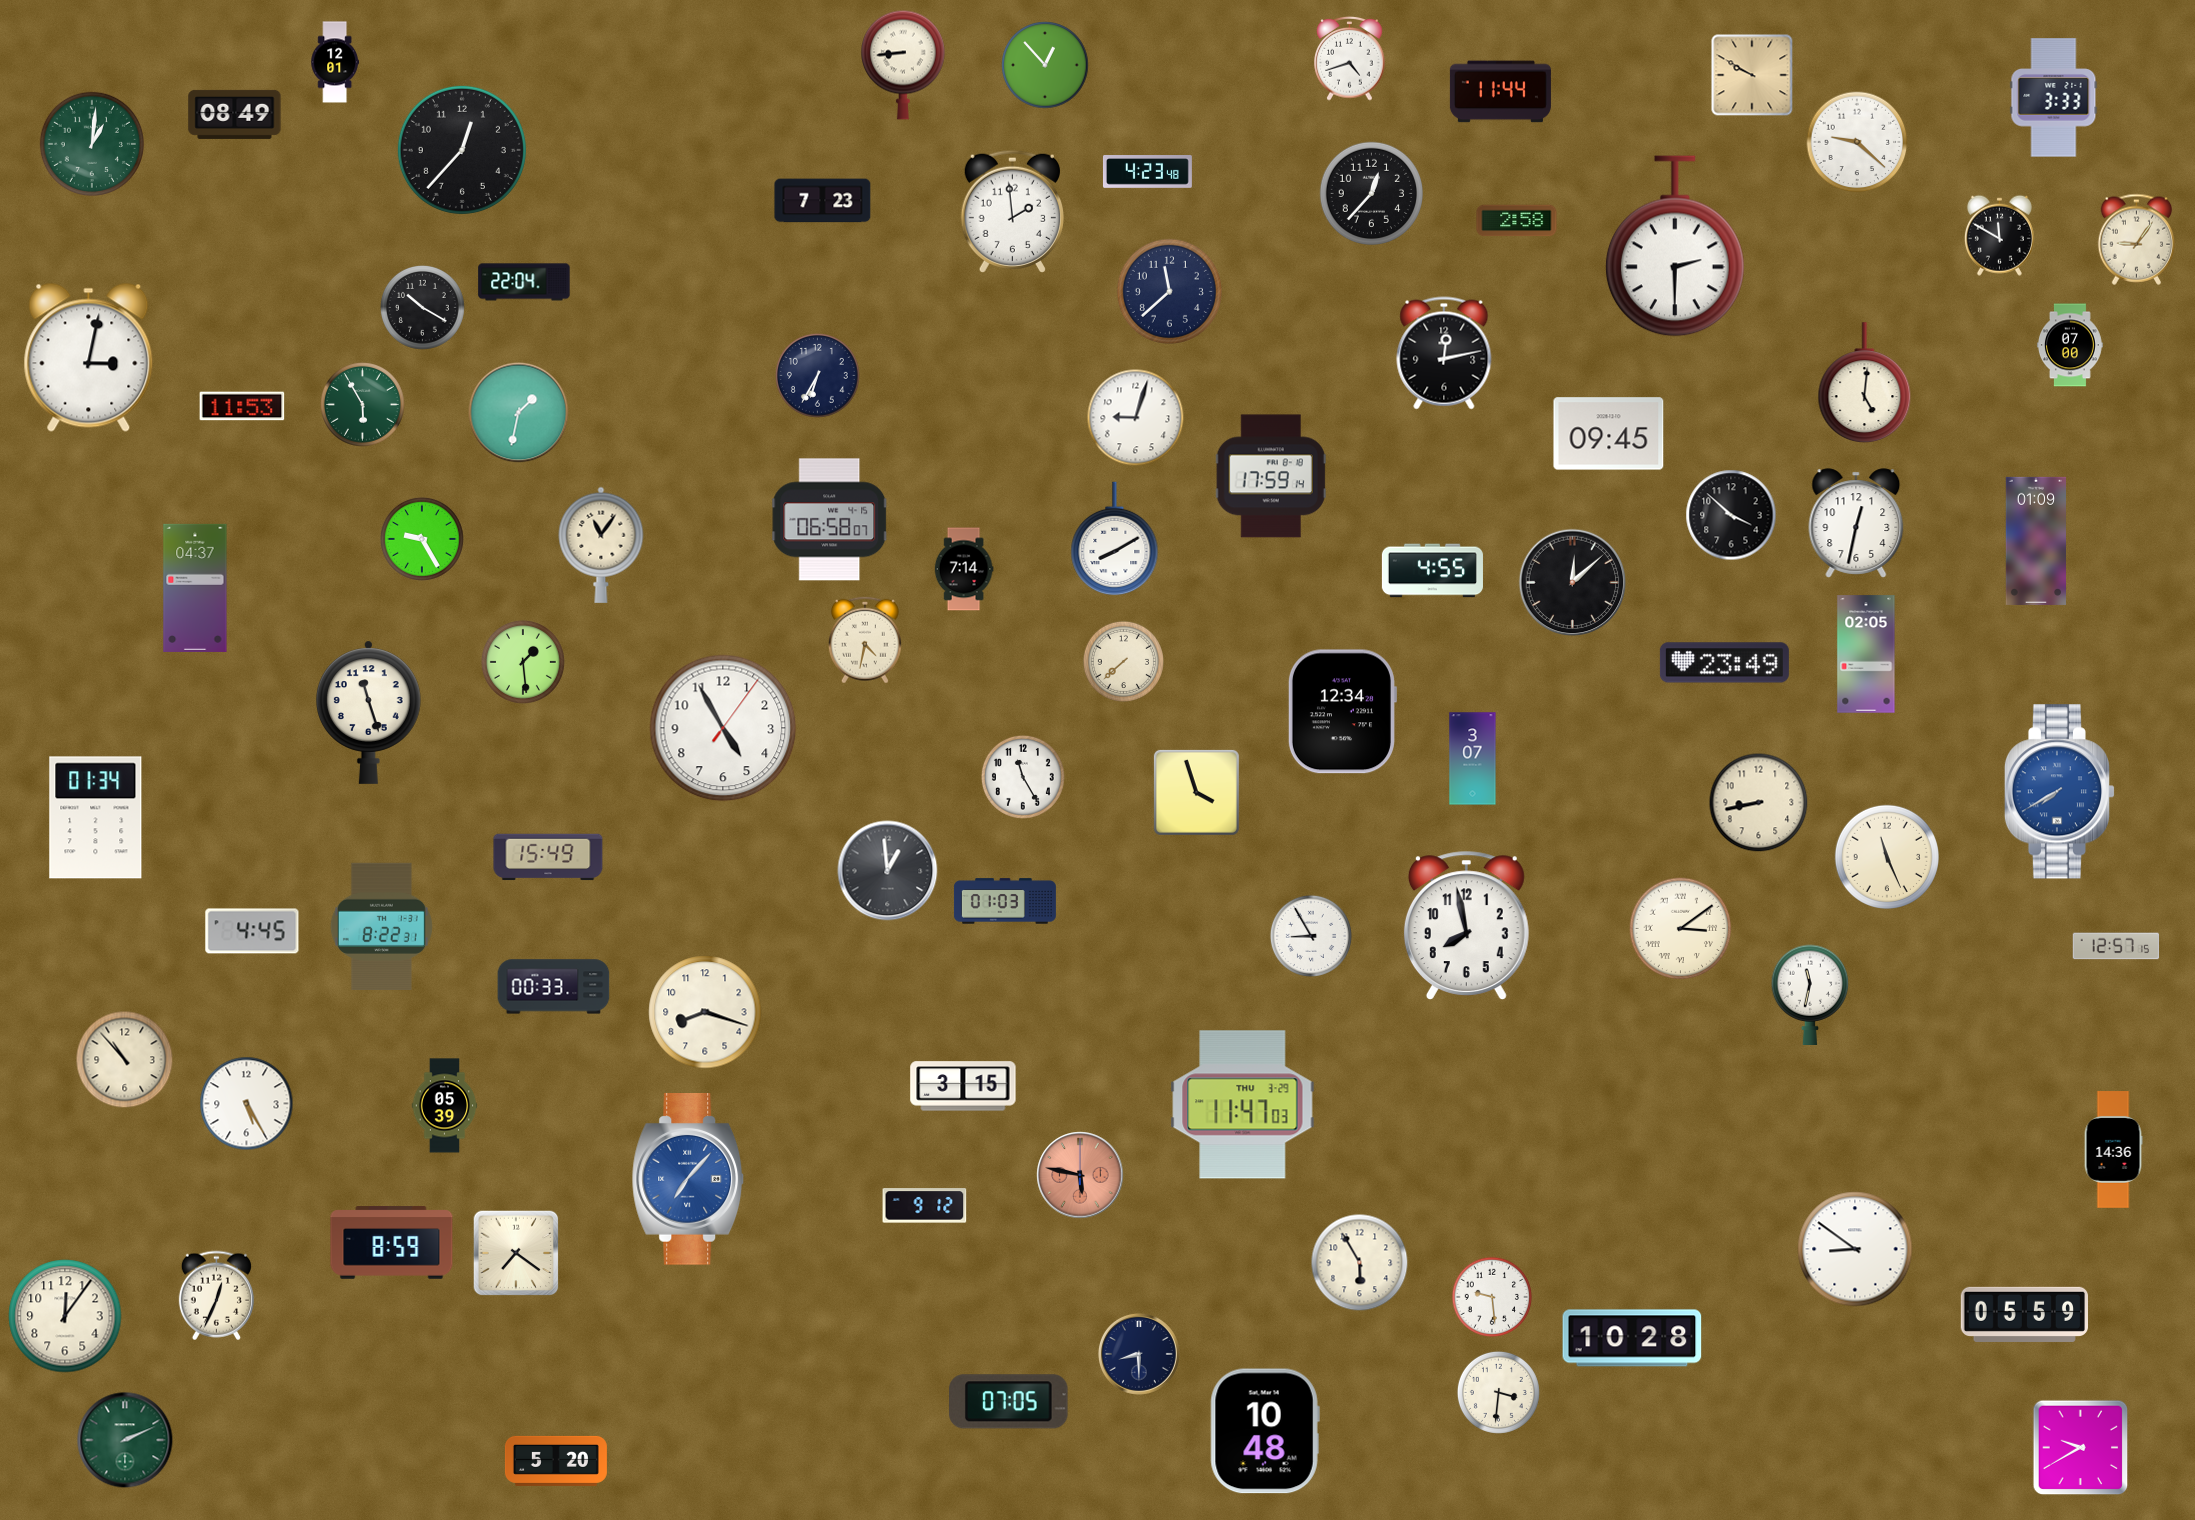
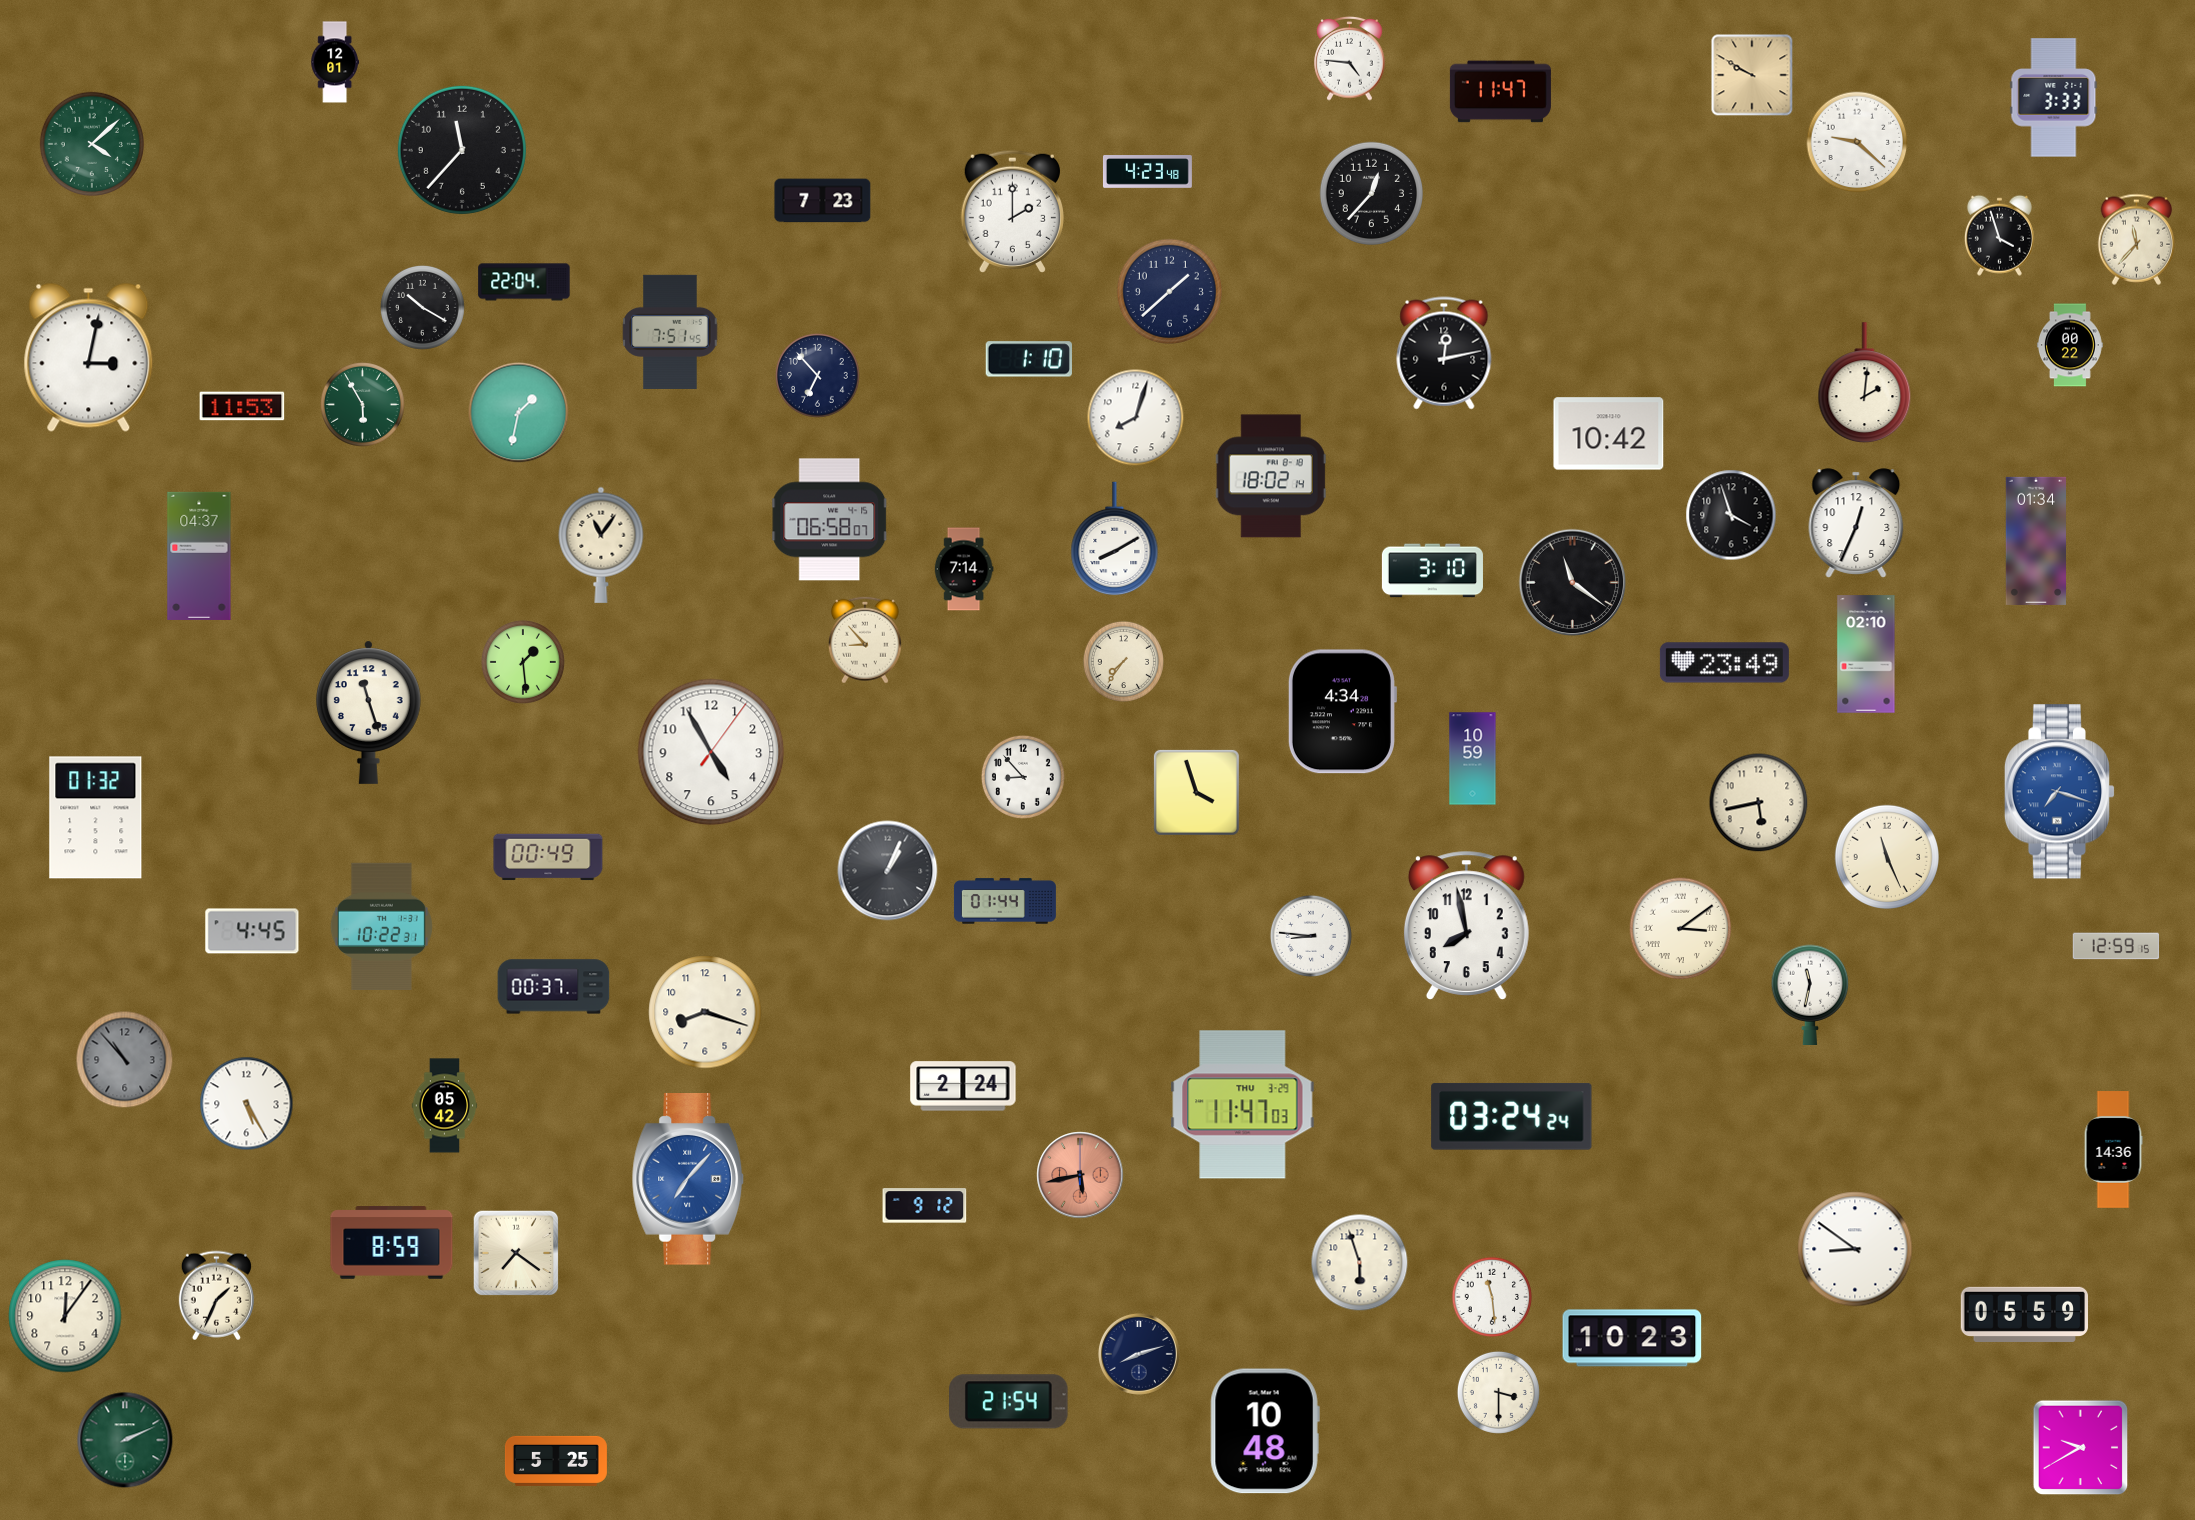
clock at (1350, 59): 4:42 -> 4:46
clock at (904, 65): 8:44 -> none
clock at (1045, 65): 12:53 -> none
clock at (1500, 92): 11:44 -> 11:47
clock at (235, 114): 08:49 -> none
clock at (92, 144): 1:01 -> 4:08
clock at (462, 150): 12:37 -> 11:37
clock at (1012, 211): 1:59 -> 2:00
clock at (1517, 221): 2:58 -> none
clock at (1999, 235): 11:50 -> 3:57
clock at (2137, 239): 9:06 -> 11:37
clock at (1675, 246): 2:30 -> none
clock at (1169, 291): 11:38 -> 1:38
clock at (670, 332): none -> 7:51
clock at (2070, 345): 07:00 -> 00:22
clock at (1029, 359): none -> 1:10
clock at (817, 375): 6:35 -> 6:53
clock at (1865, 382): 5:01 -> 2:01
clock at (1136, 418): 9:03 -> 8:03
clock at (1609, 434): 09:45 -> 10:42
clock at (1271, 476): 17:59 -> 18:02
clock at (1731, 515): 3:52 -> 3:57
clock at (1856, 523): 12:32 -> 12:34
clock at (422, 539): 9:25 -> none
clock at (2036, 541): 01:09 -> 01:34
clock at (1432, 571): 4:55 -> 3:10
clock at (1573, 583): 12:08 -> 11:21
clock at (195, 588) position: (195, 588) -> (199, 556)
clock at (865, 640): 4:32 -> 8:53
clock at (1866, 654): 02:05 -> 02:10
clock at (1123, 661): 7:38 -> 7:36
clock at (1342, 712): 12:34 -> 4:34
clock at (723, 728) position: (723, 728) -> (711, 752)
clock at (1473, 759): 3:07 -> 10:59
clock at (1023, 777): 11:25 -> 8:53
clock at (2060, 792): 7:40 -> 7:18
clock at (1759, 803): 8:43 -> 5:43
clock at (96, 818): 01:34 -> 01:32
clock at (548, 857): 15:49 -> 00:49
clock at (888, 871): 12:59 -> 1:04
clock at (1005, 901): 01:03 -> 01:44
clock at (381, 926): 8:22 -> 10:22
clock at (1311, 936): 8:55 -> 8:46
clock at (2116, 946): 12:57 -> 12:59
clock at (554, 987): 00:33 -> 00:37
clock at (125, 1060) dial: cream -> grey
clock at (963, 1086): 3:15 -> 2:24
clock at (445, 1106): 05:39 -> 05:42
clock at (1512, 1116): none -> 03:24
clock at (1080, 1175): 5:47 -> 5:43
clock at (1360, 1263): 5:55 -> 5:57
clock at (216, 1296): 12:34 -> 1:34
clock at (1492, 1297): 9:29 -> 11:29
clock at (1632, 1338): 10:28 -> 10:23
clock at (1139, 1354): 8:30 -> 8:12
clock at (1498, 1392): 3:31 -> 3:30
clock at (1009, 1402): 07:05 -> 21:54
clock at (556, 1461): 5:20 -> 5:25
